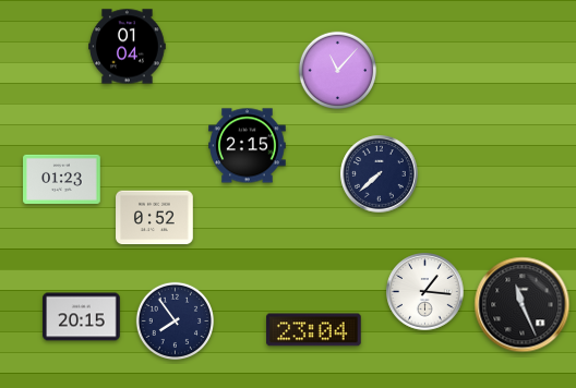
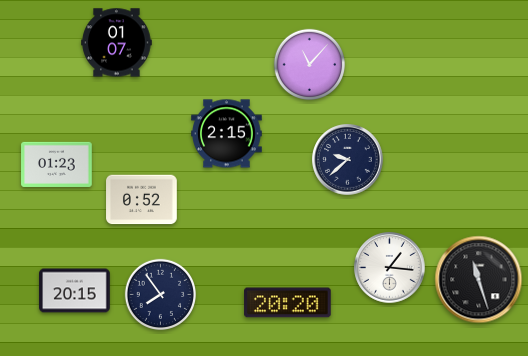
clock at (128, 47): 01:04 -> 01:07
clock at (380, 174): 7:38 -> 9:38
clock at (523, 305): 11:26 -> 11:27
clock at (314, 330): 23:04 -> 20:20
